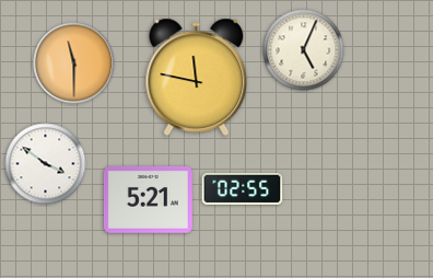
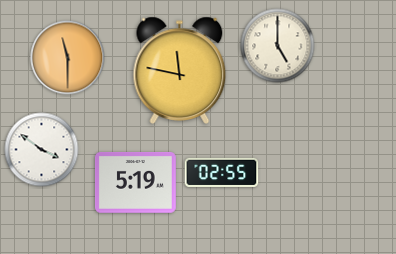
clock at (304, 50): 5:04 -> 5:00
clock at (148, 200): 5:21 -> 5:19
